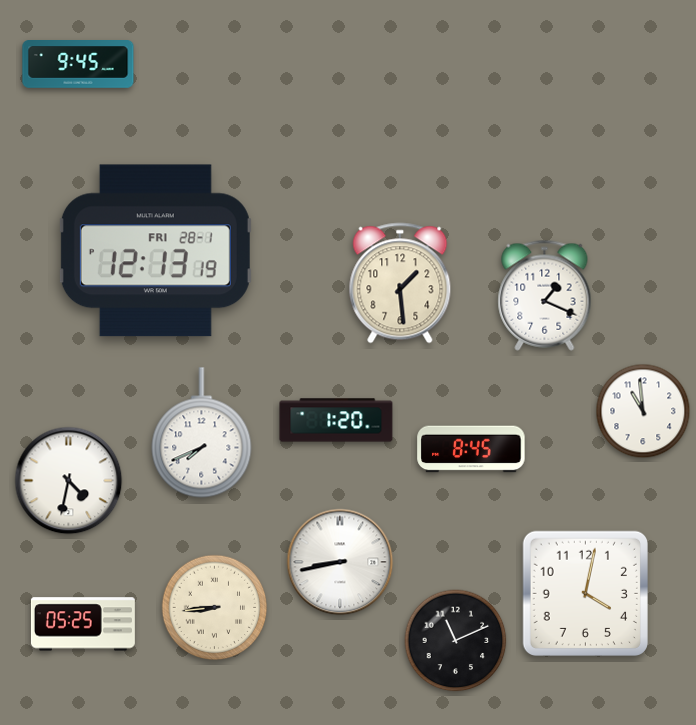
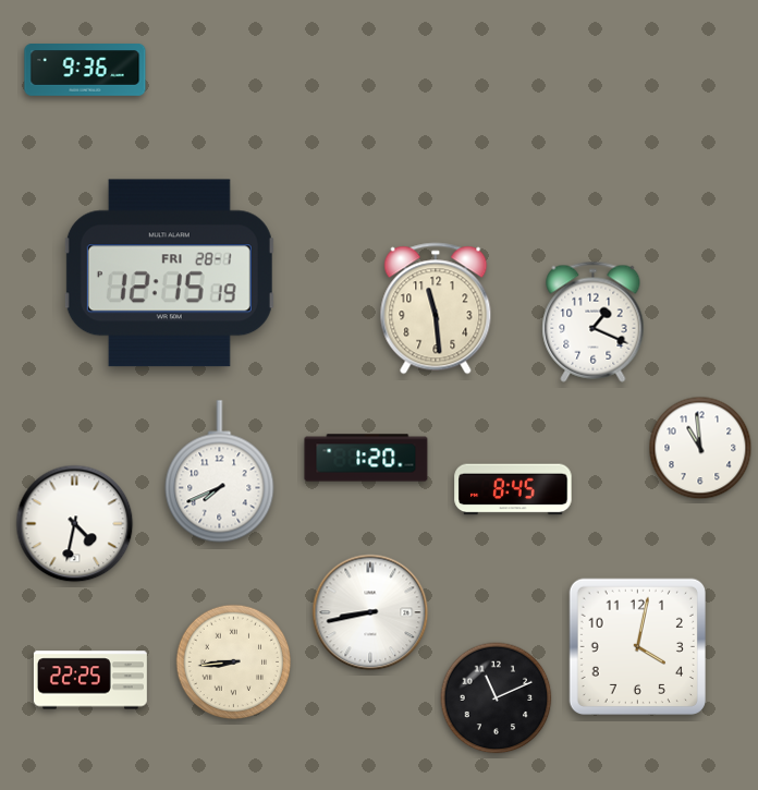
clock at (78, 65): 9:45 -> 9:36
clock at (155, 251): 12:13 -> 12:15
clock at (400, 283): 1:29 -> 11:29
clock at (83, 624): 05:25 -> 22:25
